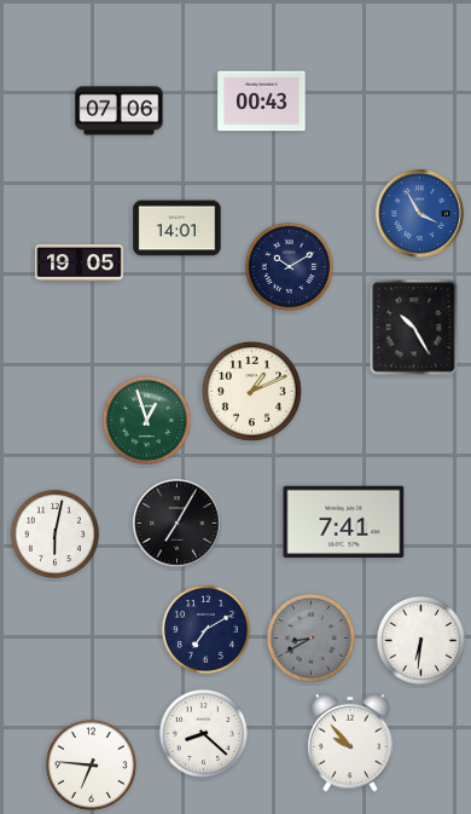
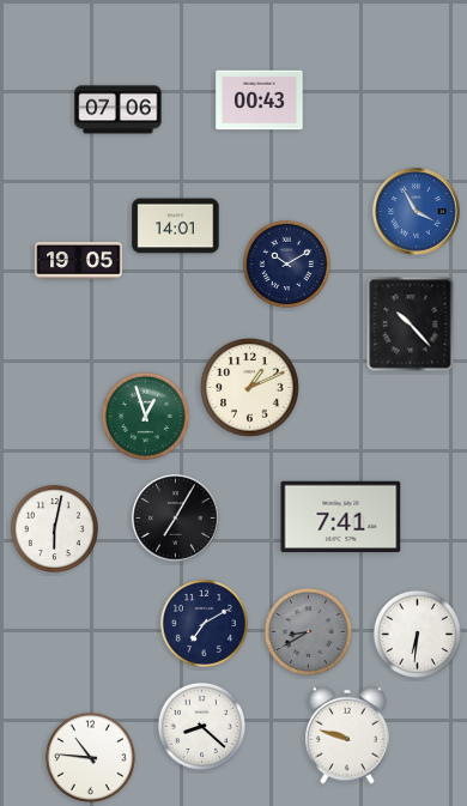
clock at (414, 328): 10:25 -> 10:23
clock at (351, 743): 9:53 -> 9:48
clock at (91, 764): 6:46 -> 10:46
